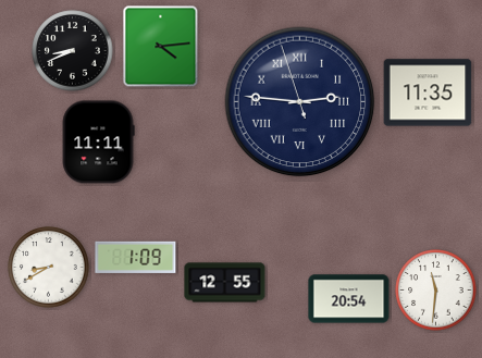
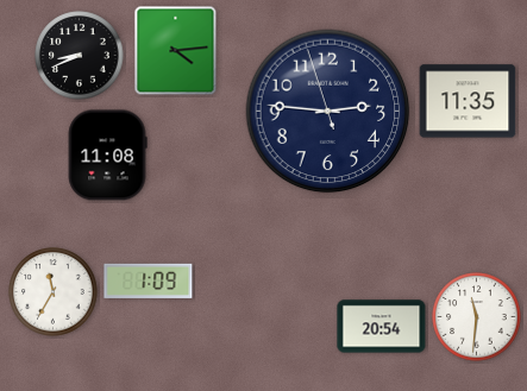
clock at (300, 102) numerals: Roman -> Arabic
clock at (98, 143): 11:11 -> 11:08
clock at (49, 268): 8:40 -> 11:35
clock at (225, 283): 12:55 -> none
